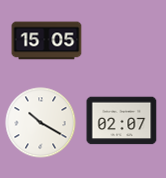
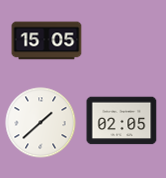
clock at (122, 121): 02:07 -> 02:05
clock at (41, 123): 10:20 -> 1:38
